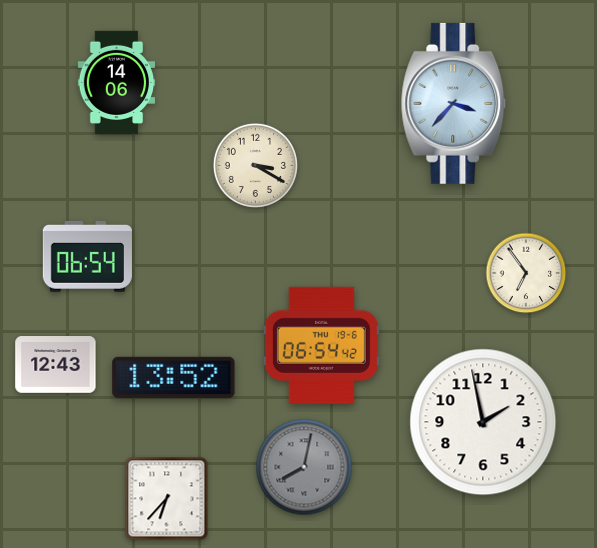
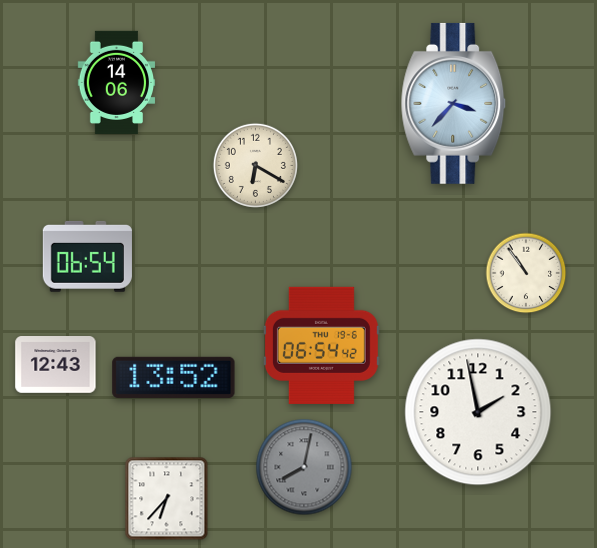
clock at (255, 165): 3:20 -> 6:20
clock at (526, 273): 6:54 -> 10:54
clock at (483, 422) position: (483, 422) -> (478, 412)
